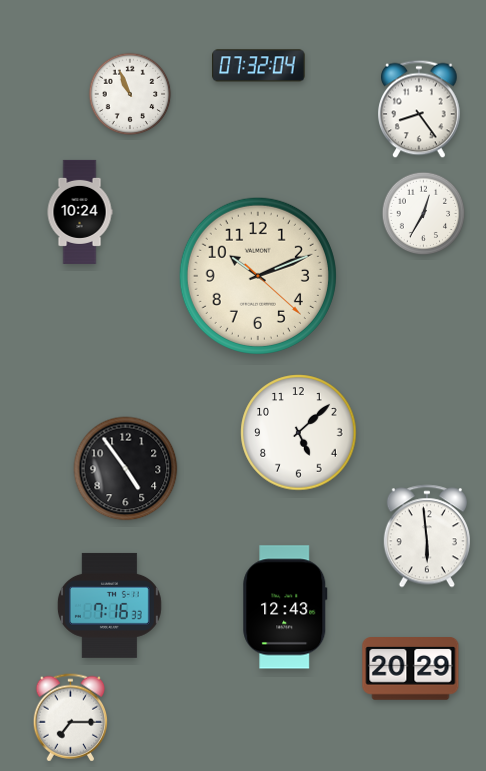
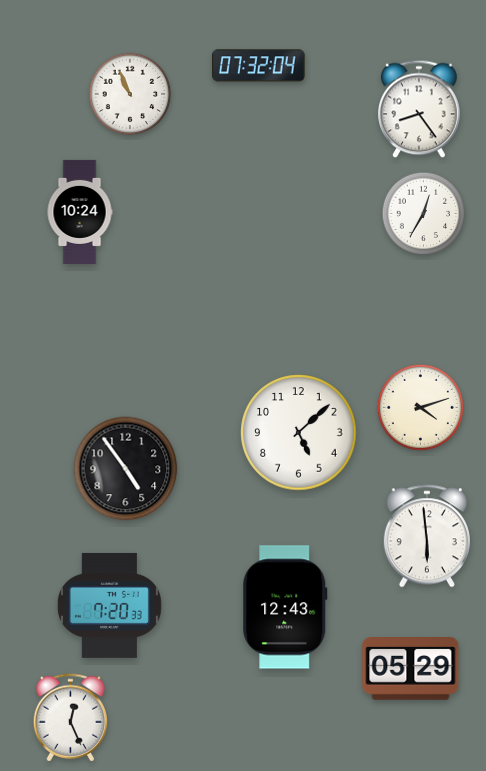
clock at (258, 276): 10:11 -> none
clock at (420, 407): none -> 4:12
clock at (109, 605): 7:16 -> 7:20
clock at (411, 669): 20:29 -> 05:29
clock at (70, 718): 7:15 -> 12:26
